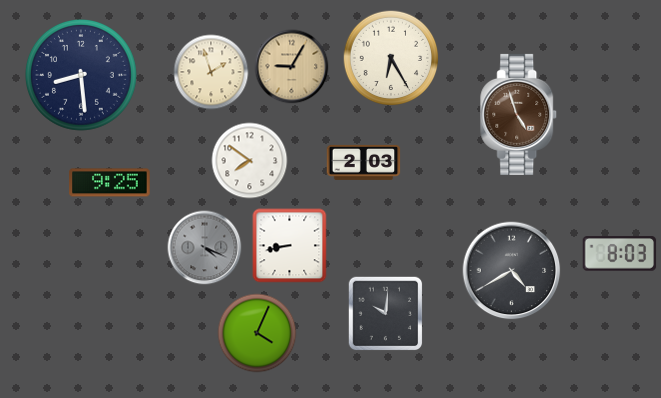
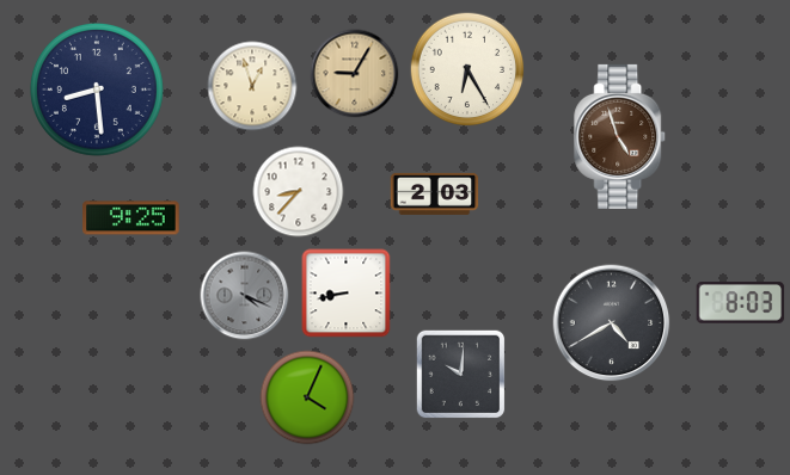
clock at (292, 67) position: (292, 67) -> (355, 74)
clock at (211, 72): 1:57 -> 12:57
clock at (250, 161): 7:51 -> 8:37
